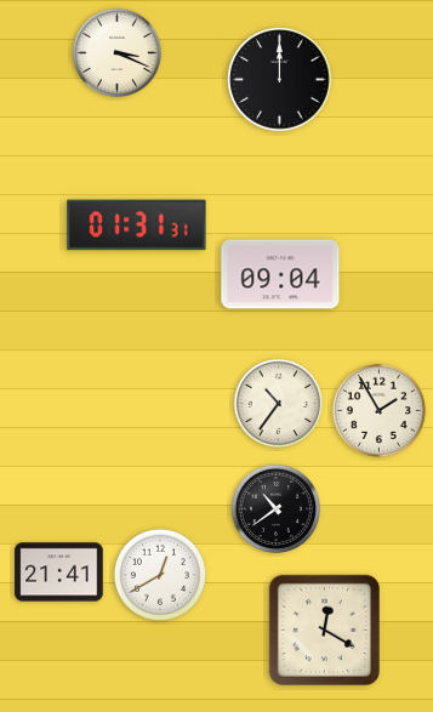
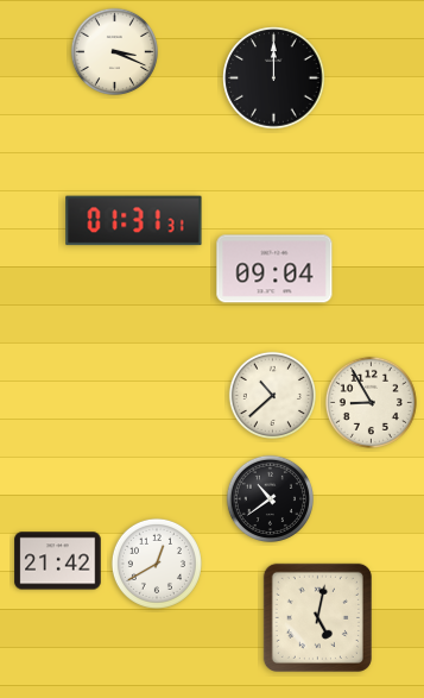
clock at (278, 403): 10:36 -> 10:38
clock at (378, 410): 1:55 -> 8:55
clock at (59, 573): 21:41 -> 21:42
clock at (324, 630): 12:20 -> 5:02
